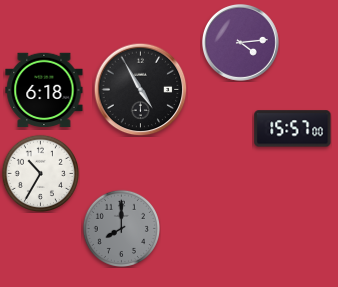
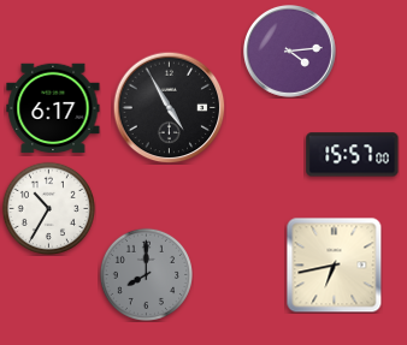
clock at (44, 90): 6:18 -> 6:17
clock at (334, 264): none -> 6:43
